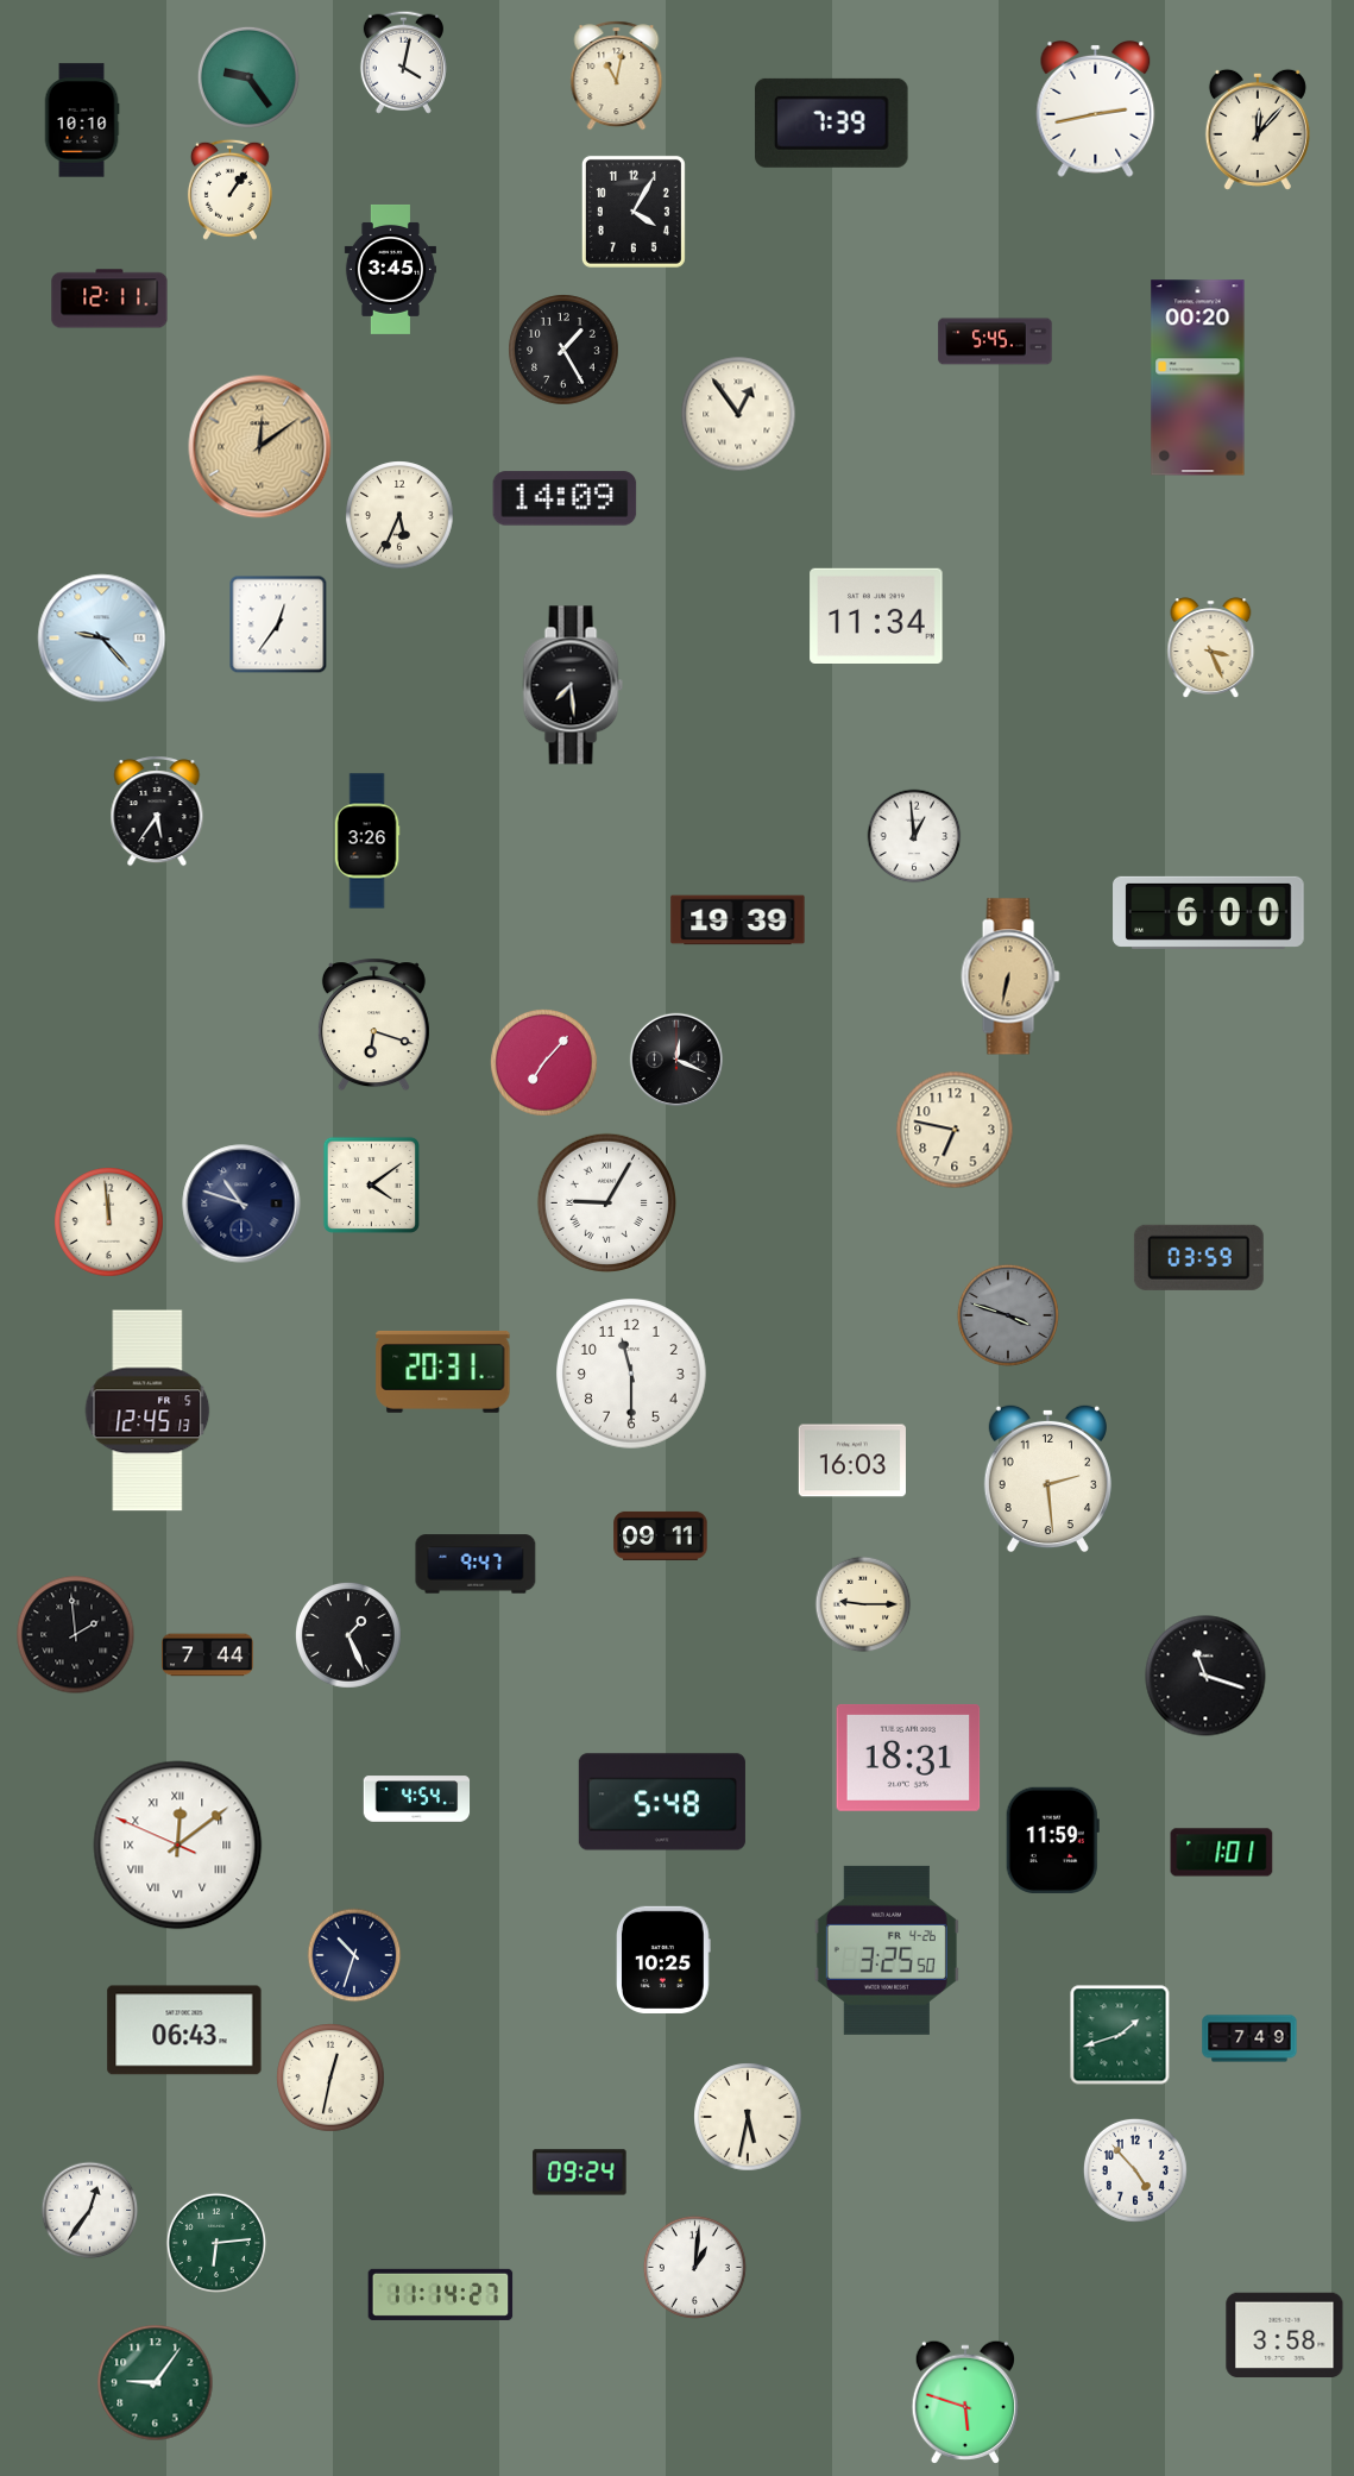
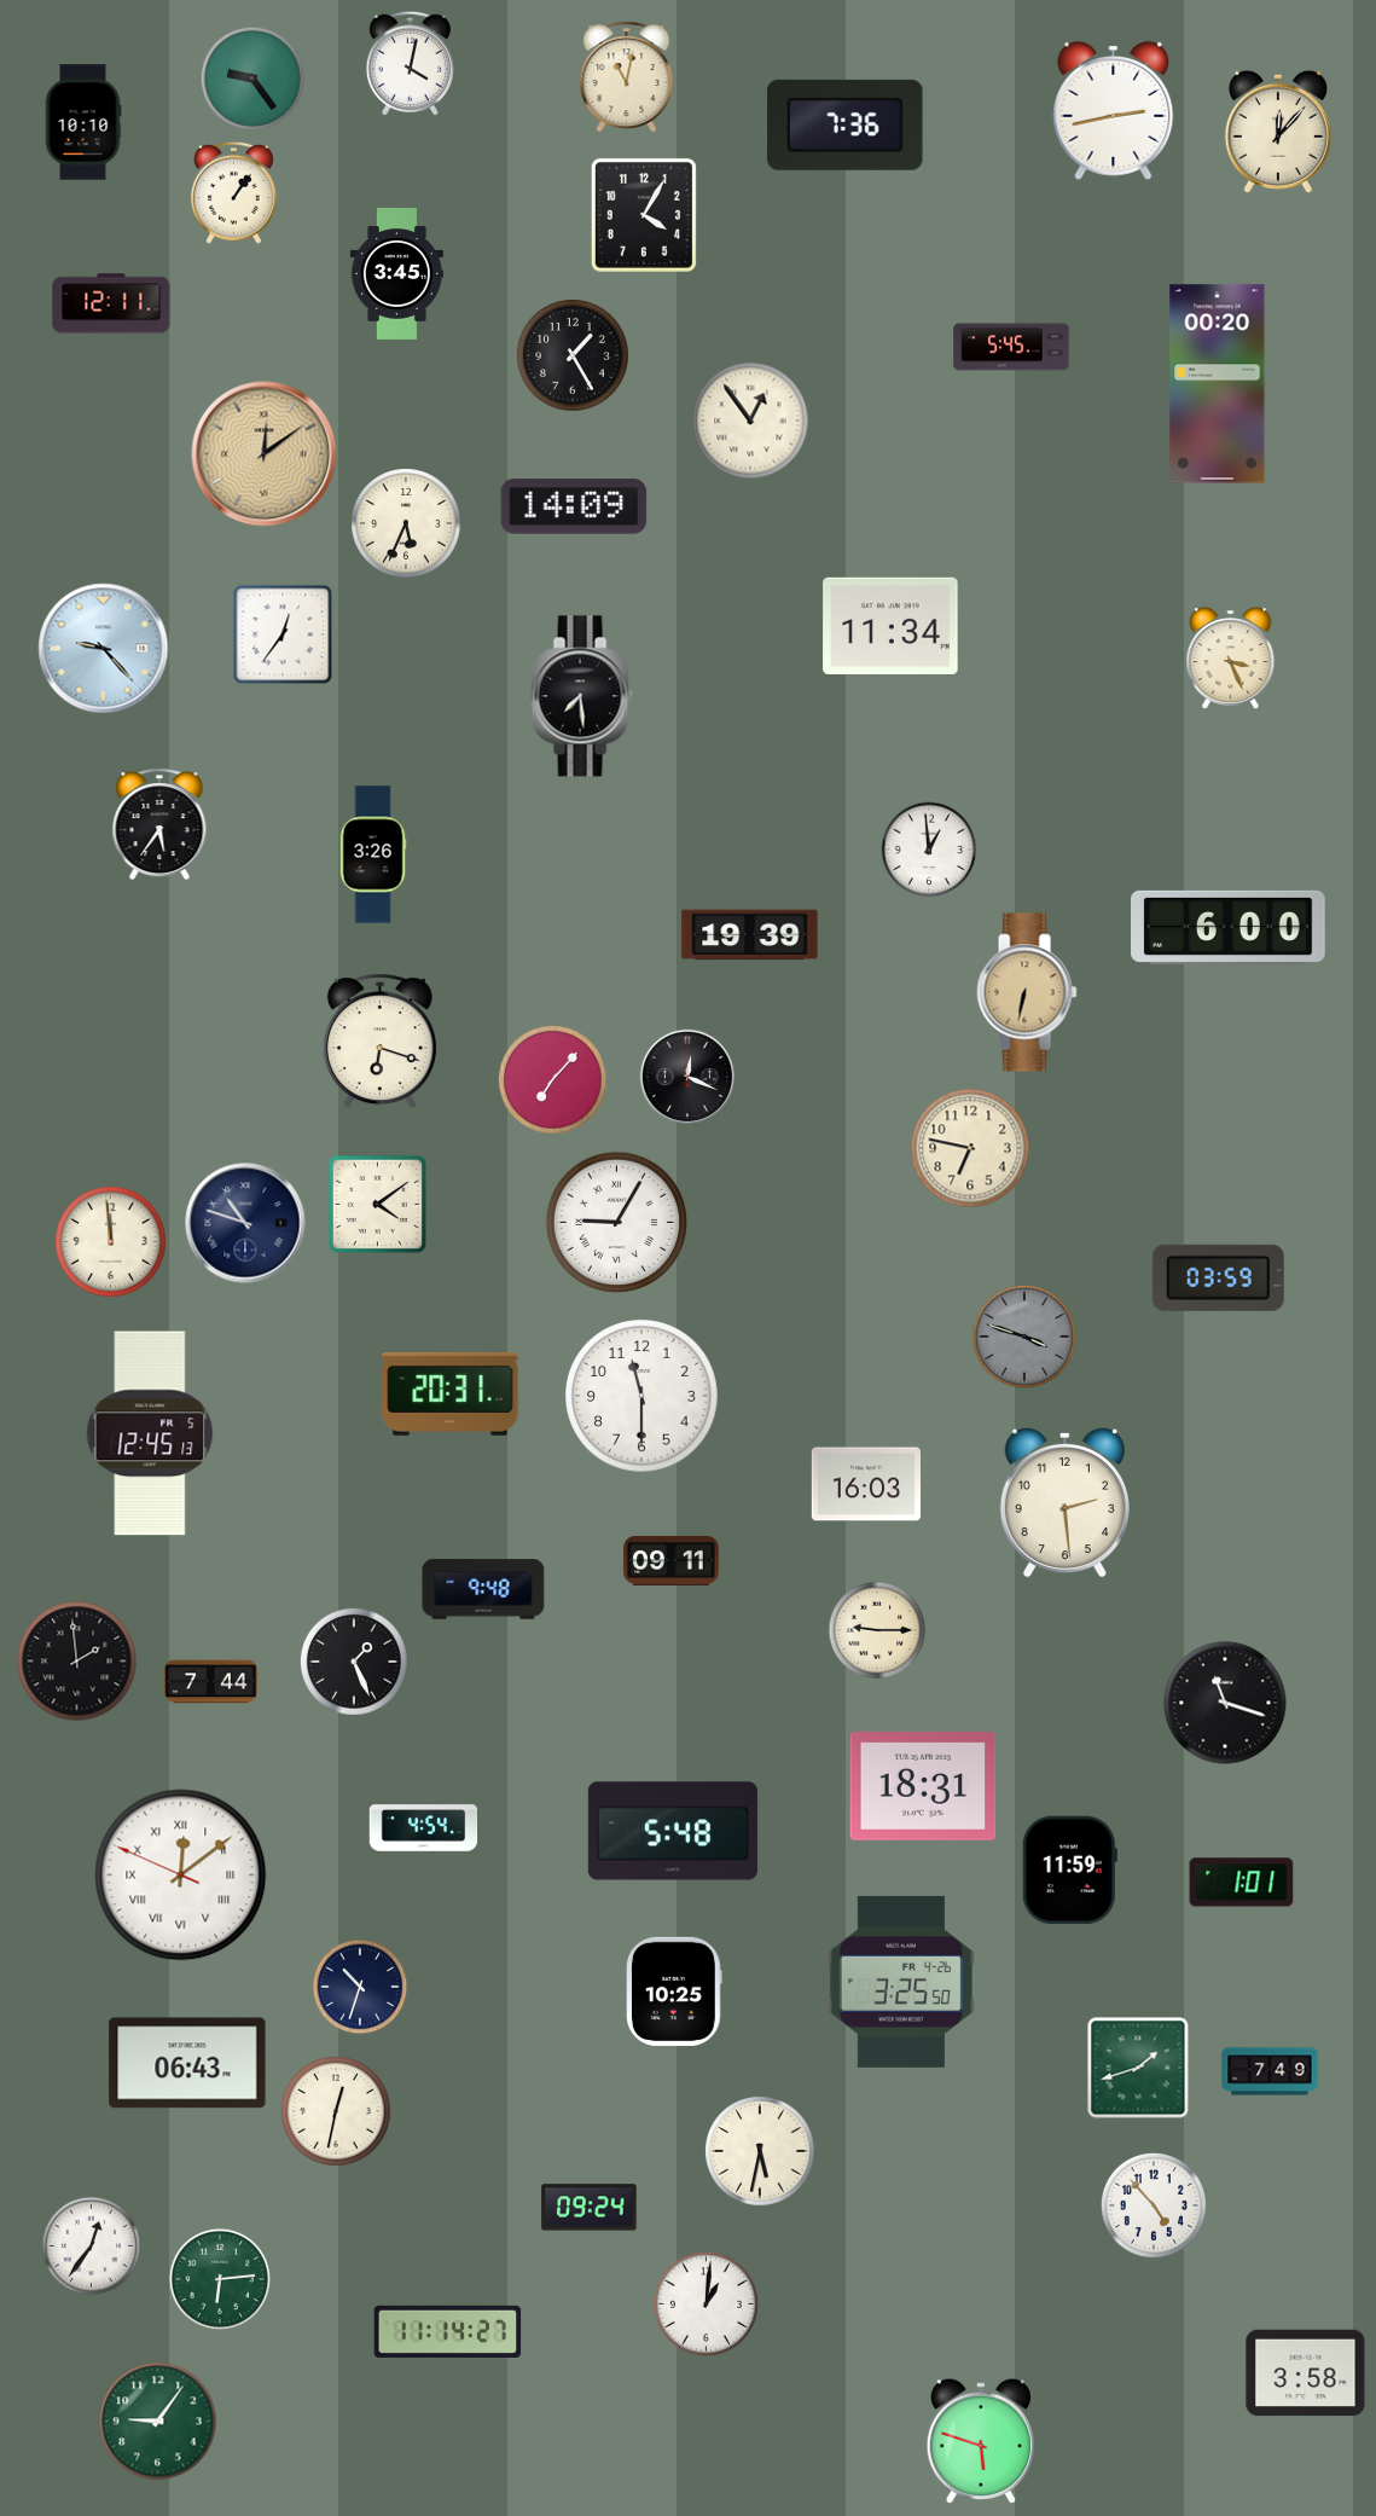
clock at (832, 122): 7:39 -> 7:36
clock at (476, 1564): 9:47 -> 9:48
